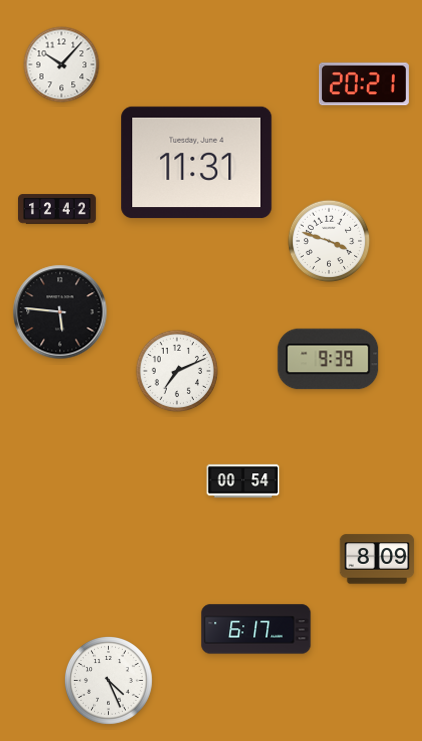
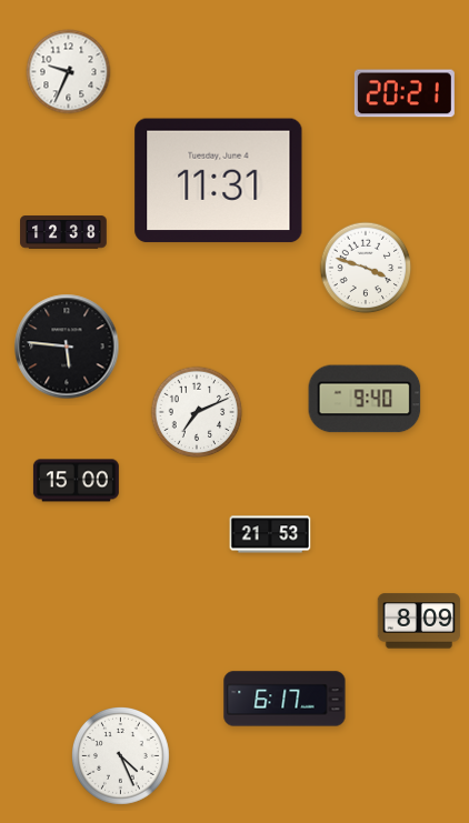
clock at (62, 65): 10:07 -> 9:34
clock at (57, 209): 12:42 -> 12:38
clock at (328, 359): 9:39 -> 9:40
clock at (76, 481): none -> 15:00
clock at (243, 481): 00:54 -> 21:53
